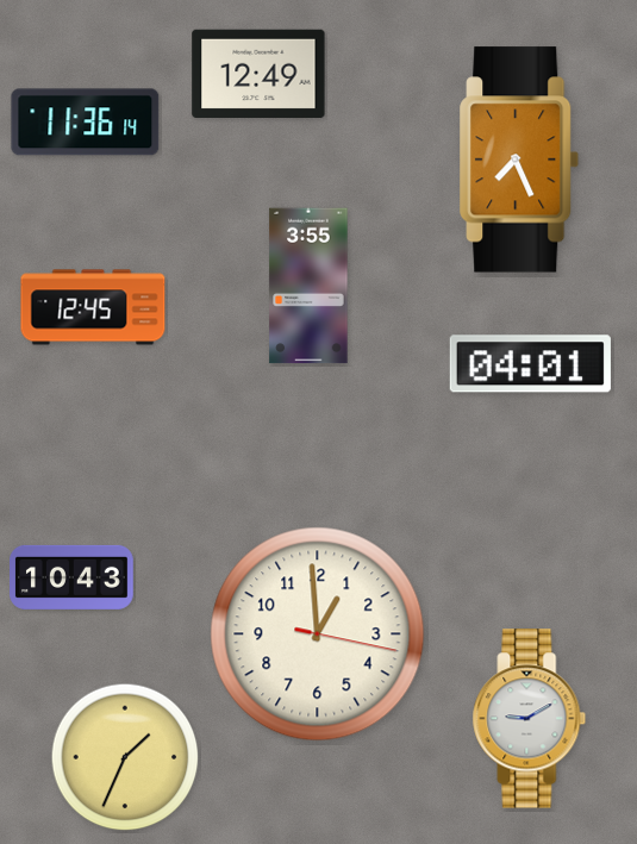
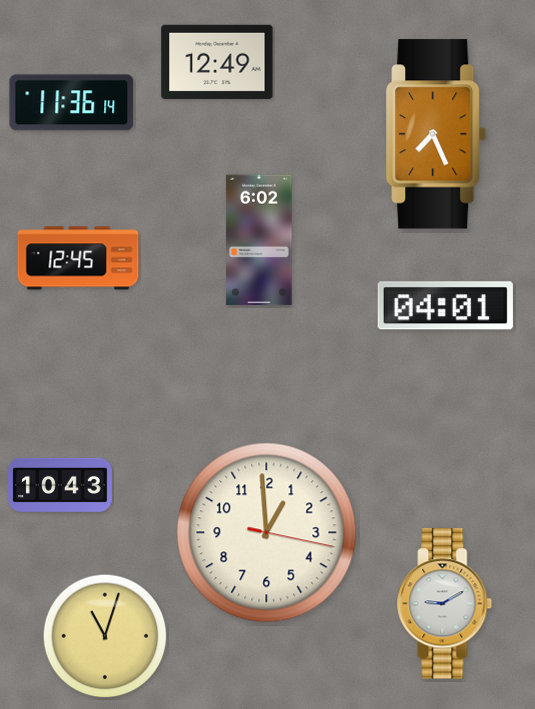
clock at (308, 286): 3:55 -> 6:02
clock at (125, 757): 1:34 -> 11:03
